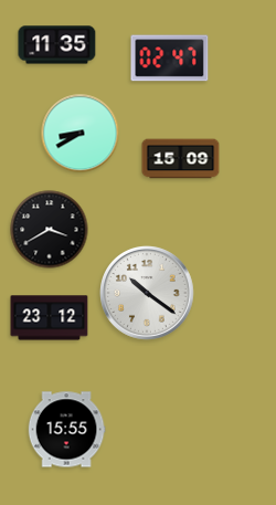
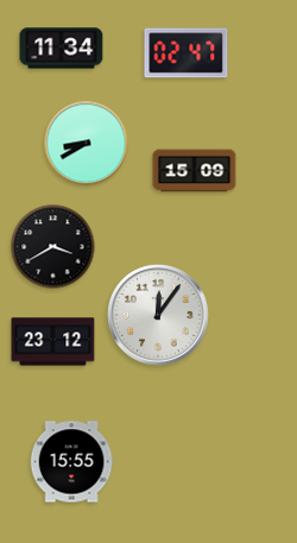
clock at (57, 45): 11:35 -> 11:34
clock at (170, 59) position: (170, 59) -> (187, 53)
clock at (148, 294): 10:21 -> 12:06
